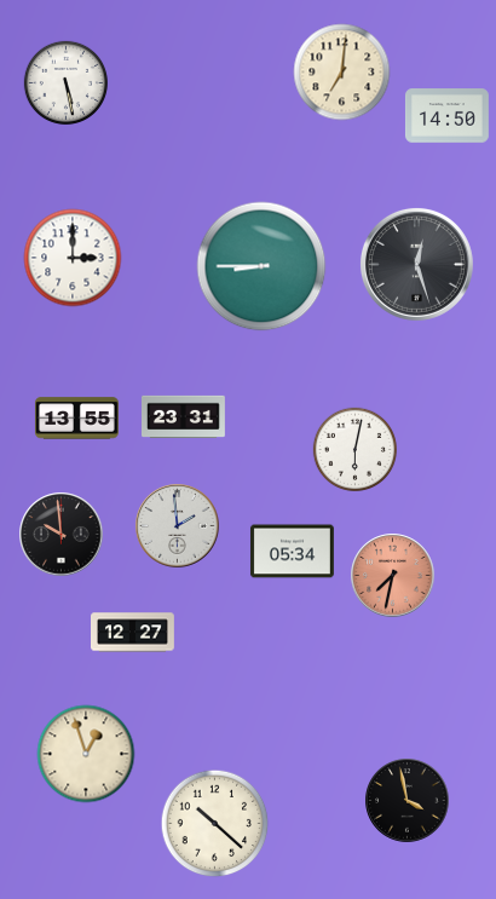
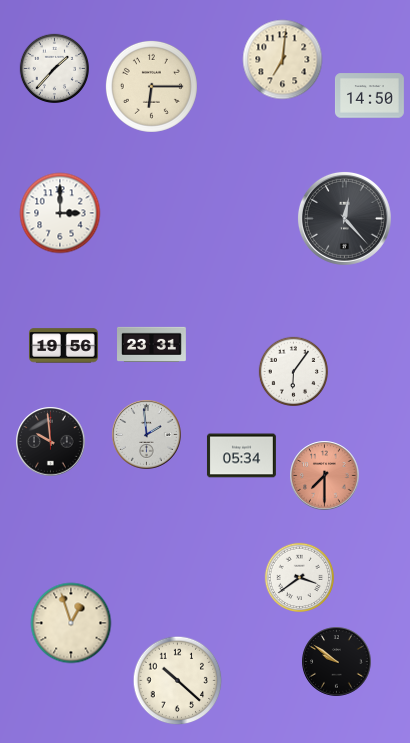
clock at (67, 83): 5:28 -> 1:37
clock at (151, 86): none -> 6:15
clock at (416, 264): 12:27 -> 12:23
clock at (261, 266): 8:45 -> none
clock at (76, 419): 13:55 -> 19:56
clock at (356, 450): 6:02 -> 6:06
clock at (393, 576): 7:32 -> 7:30
clock at (133, 633): 12:27 -> none
clock at (300, 578): none -> 3:39
clock at (408, 801): 3:58 -> 9:51
